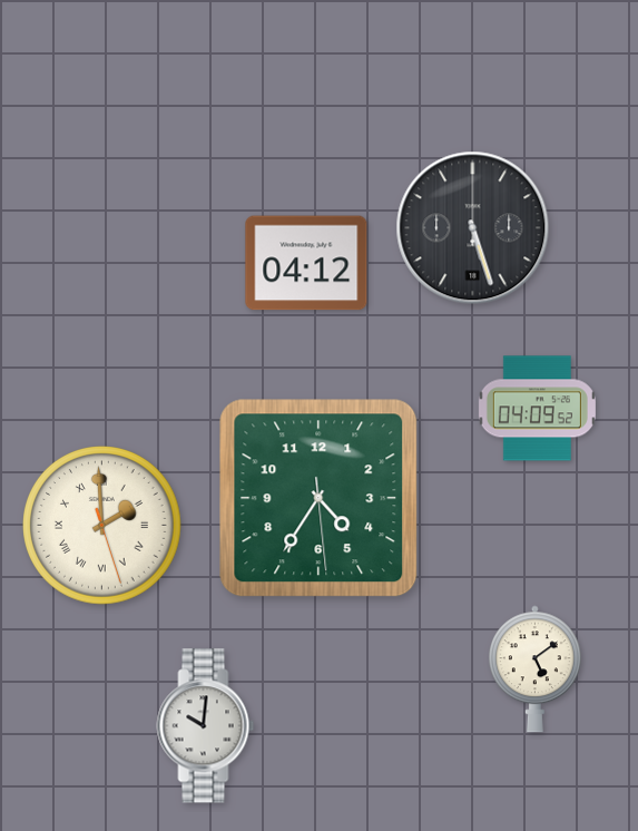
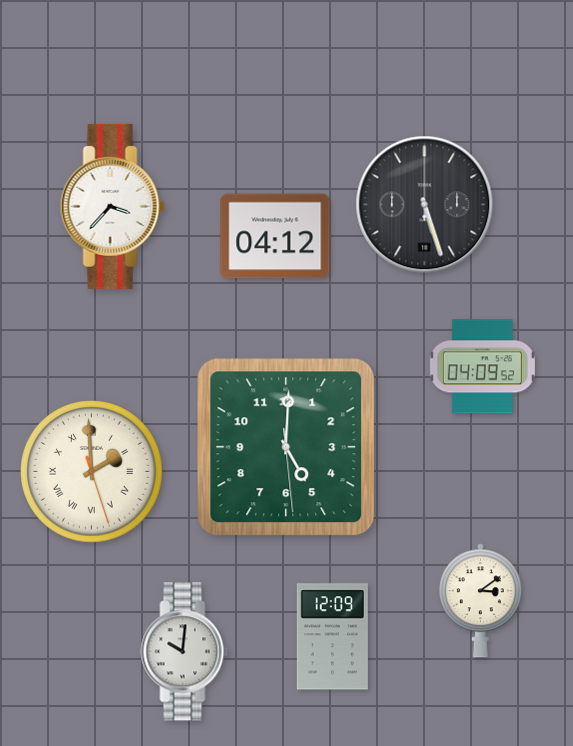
clock at (112, 206): none -> 3:37
clock at (318, 498): 4:35 -> 5:00
clock at (534, 669): 5:09 -> 3:09
clock at (332, 637): none -> 12:09
